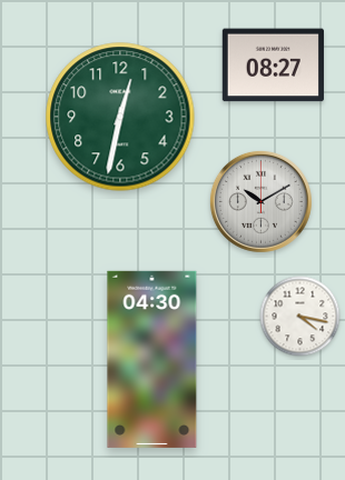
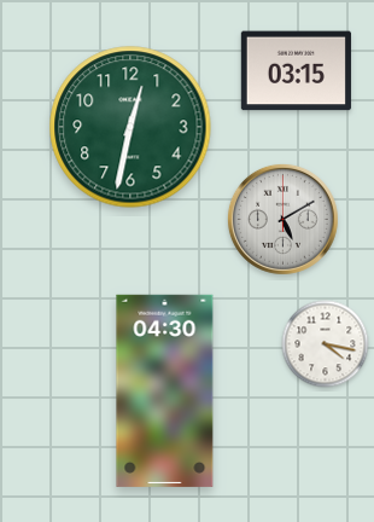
clock at (273, 66): 08:27 -> 03:15
clock at (260, 201): 10:10 -> 5:10
